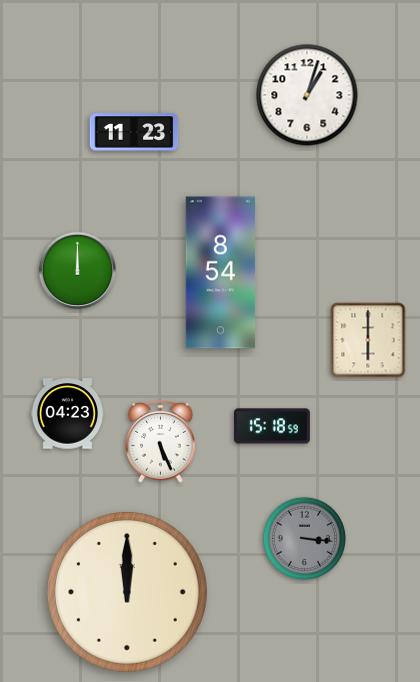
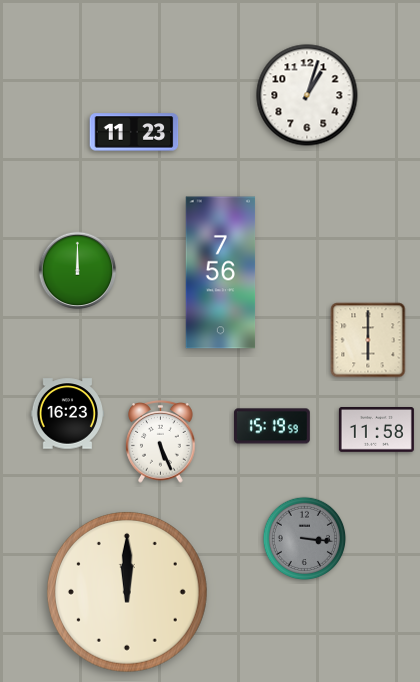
clock at (221, 273): 8:54 -> 7:56
clock at (68, 414): 04:23 -> 16:23
clock at (272, 426): 15:18 -> 15:19
clock at (376, 430): none -> 11:58
